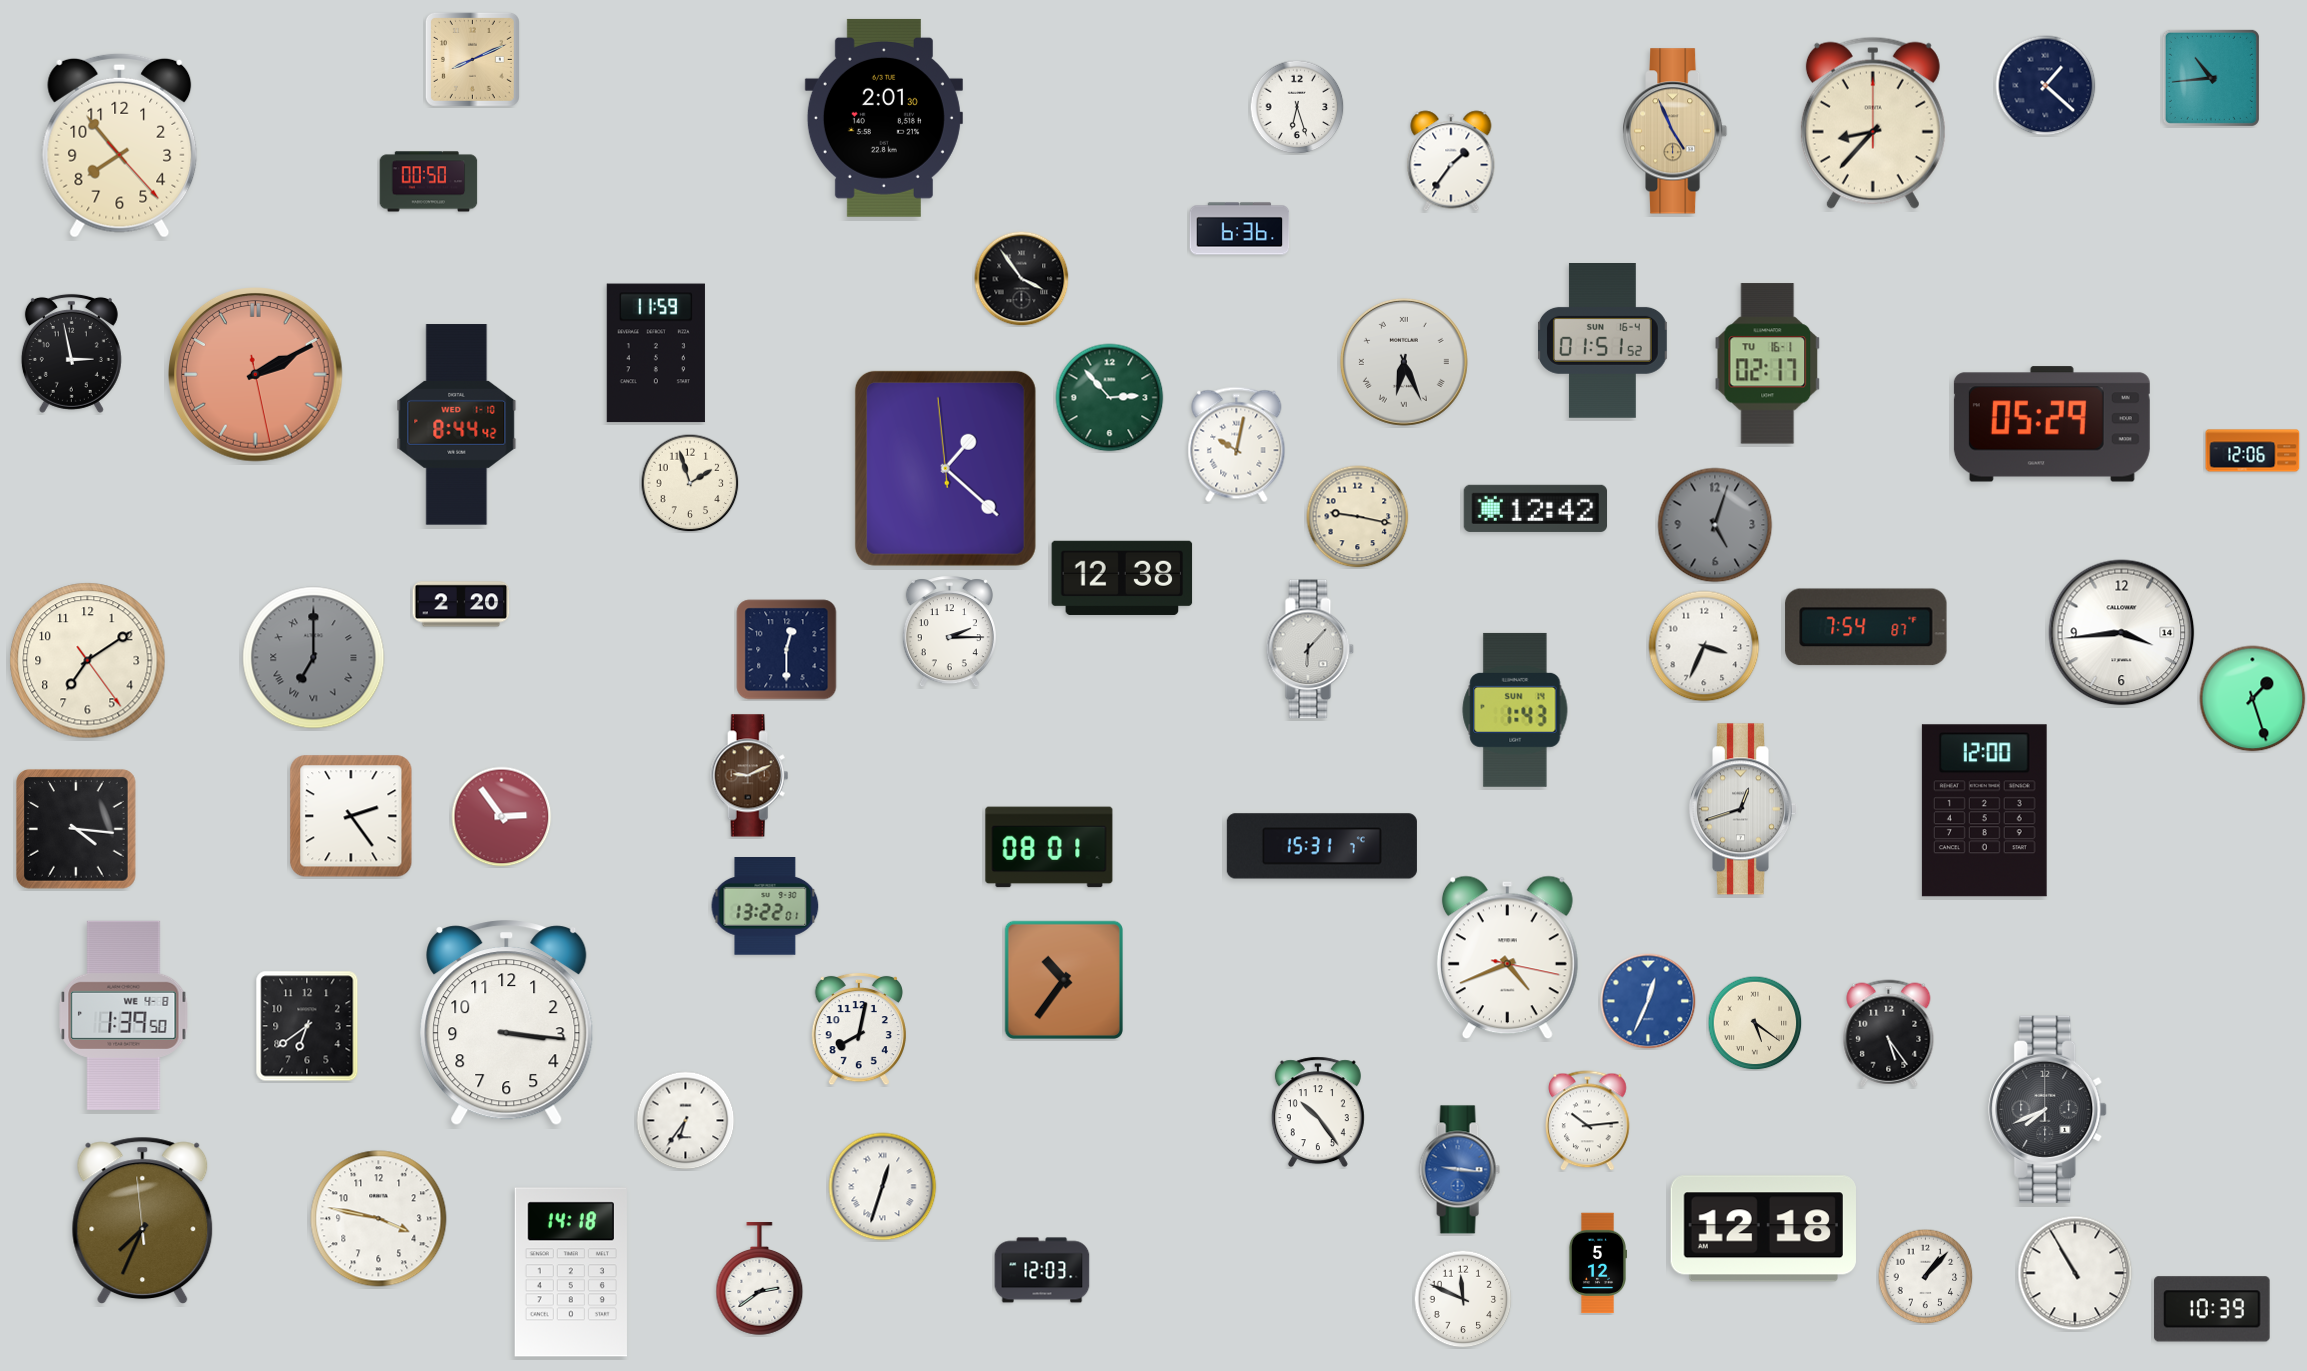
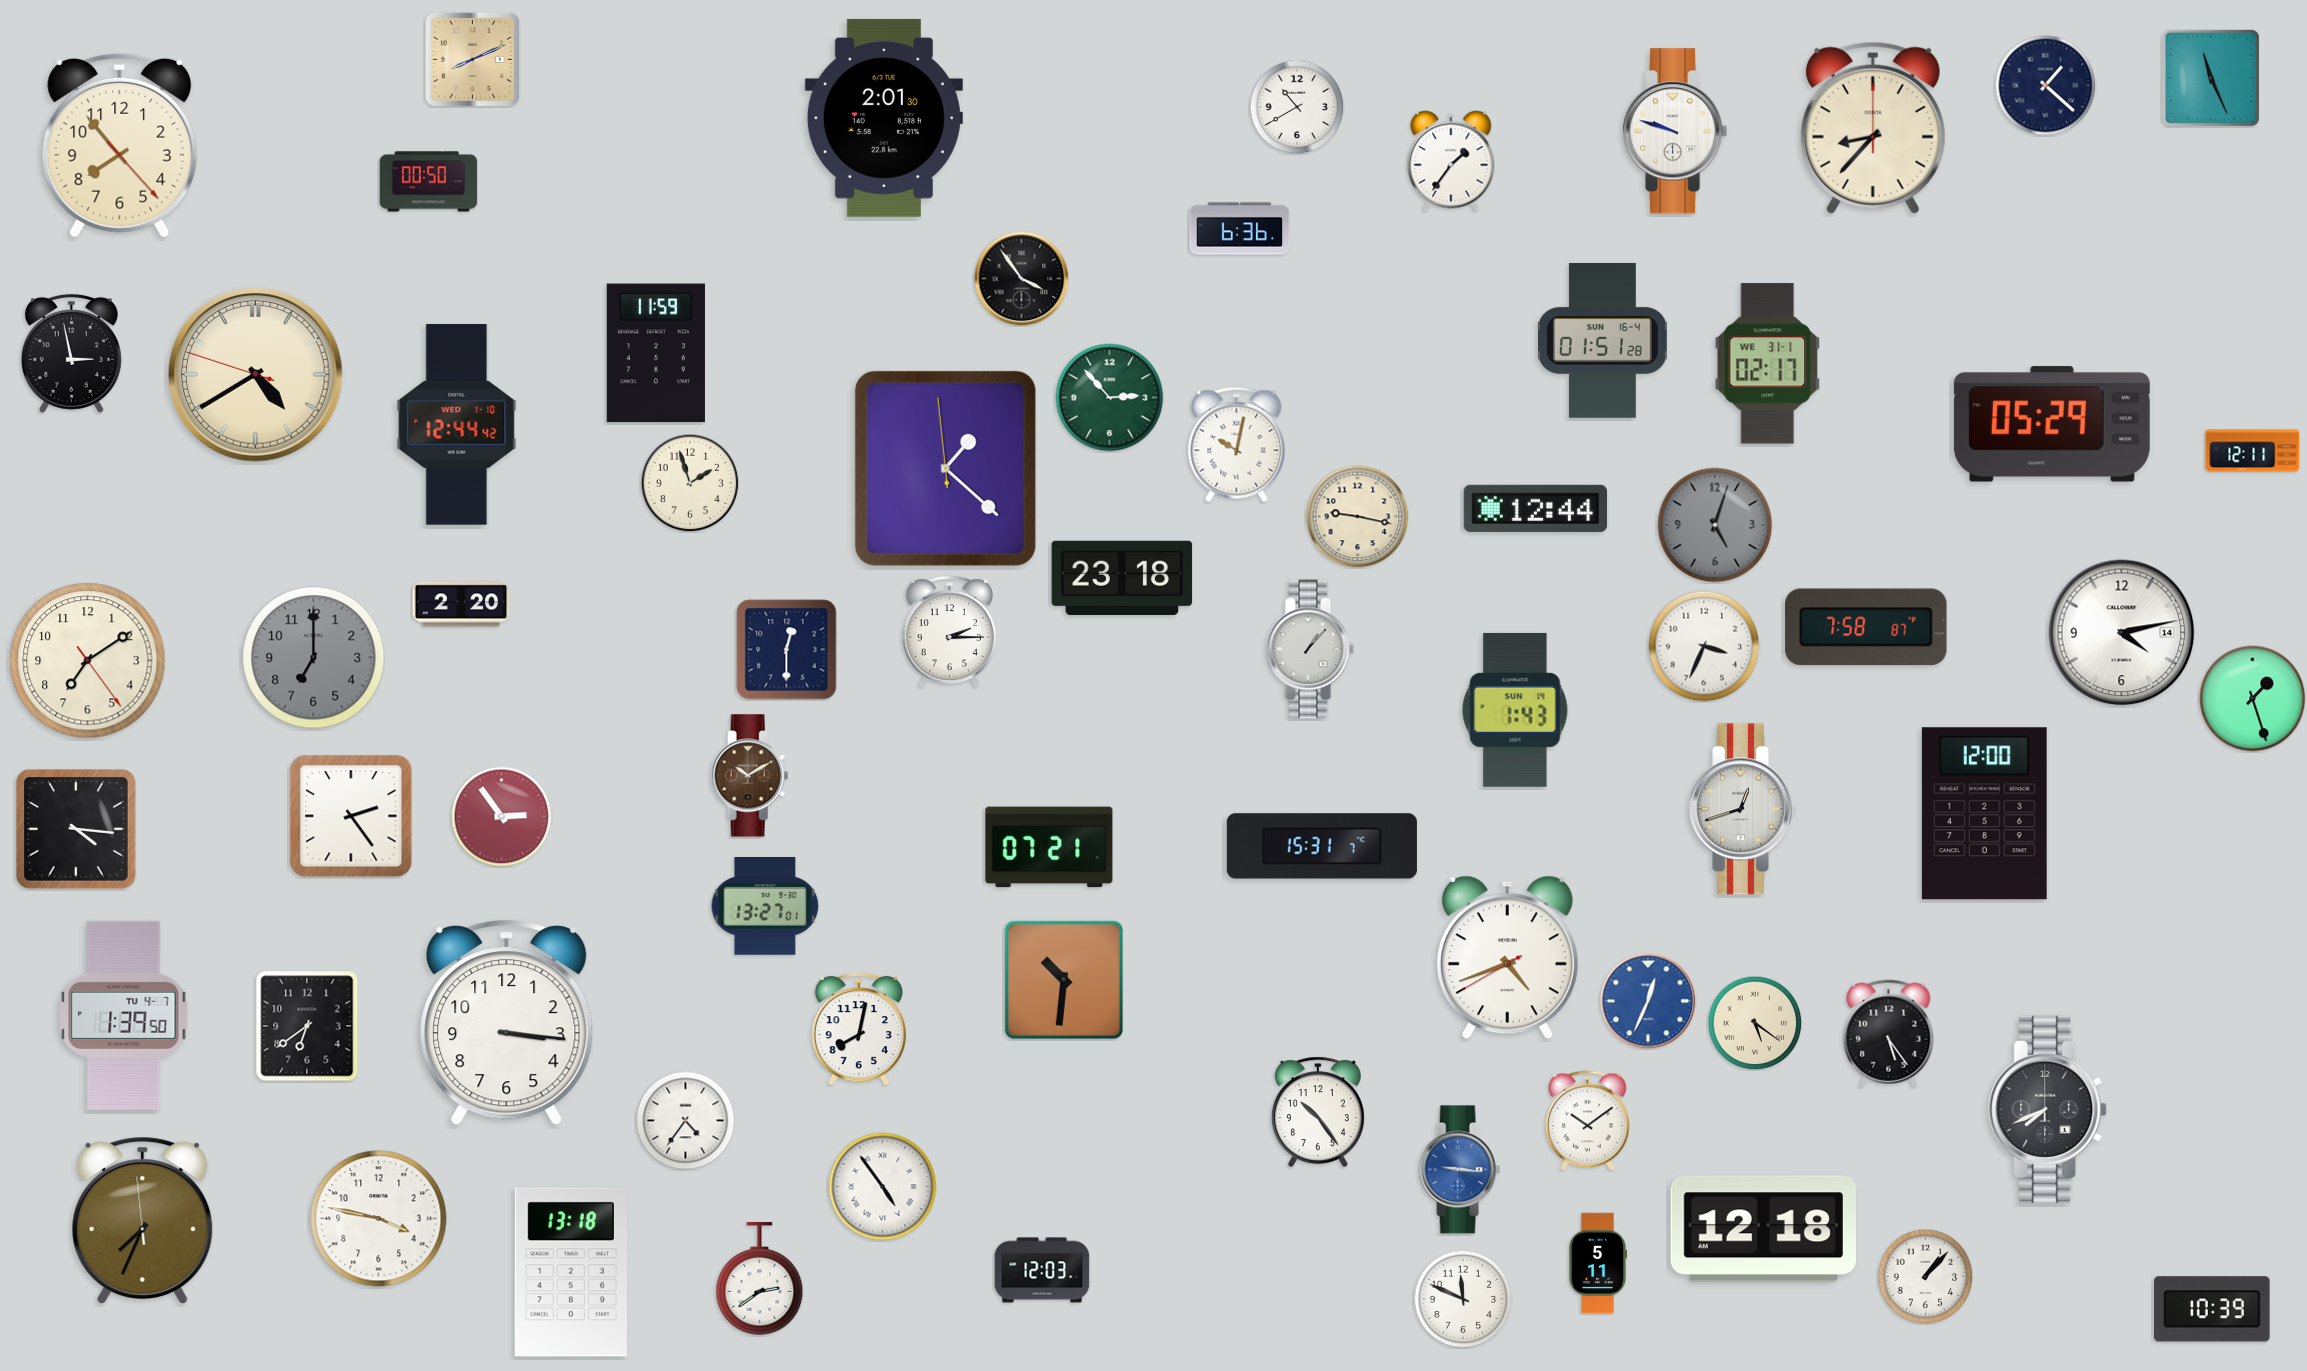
clock at (2211, 78): 10:44 -> 11:26
clock at (1297, 107): 6:27 -> 10:40
clock at (1873, 123) position: (1873, 123) -> (1873, 128)
clock at (1676, 131): 4:56 -> 9:48
clock at (1676, 131) dial: champagne -> white
clock at (1603, 341): 01:51:52 -> 01:51:28
clock at (1404, 362): 6:26 -> none
clock at (1768, 364) date: TU 16-1 -> WE 31-1
clock at (256, 375): 2:10 -> 4:39
clock at (256, 375) dial: salmon -> cream
clock at (457, 425): 8:44 -> 12:44
clock at (2253, 451): 12:06 -> 12:11
clock at (1536, 508): 12:42 -> 12:44
clock at (1122, 578): 12:38 -> 23:18
clock at (1866, 627): 7:54 -> 7:58
clock at (2122, 633): 3:44 -> 4:13
clock at (1310, 649): 6:07 -> 1:07
clock at (314, 658) numerals: Roman -> Arabic
clock at (750, 776): 9:11 -> 10:10
clock at (1984, 811) position: (1984, 811) -> (1984, 814)
clock at (1049, 847): 08:01 -> 07:21
clock at (765, 907): 13:22 -> 13:27
clock at (1507, 958): 4:41:17 -> 4:41:40
clock at (1064, 980): 10:36 -> 10:31
clock at (124, 1015) date: WE 4-8 -> TU 4-7
clock at (686, 1121): 6:36 -> 4:36
clock at (1588, 1121): 10:14 -> 10:09
clock at (883, 1187): 12:33 -> 4:54
clock at (1597, 1263): 5:12 -> 5:11
clock at (571, 1272): 14:18 -> 13:18
clock at (2075, 1273): 10:55 -> none
